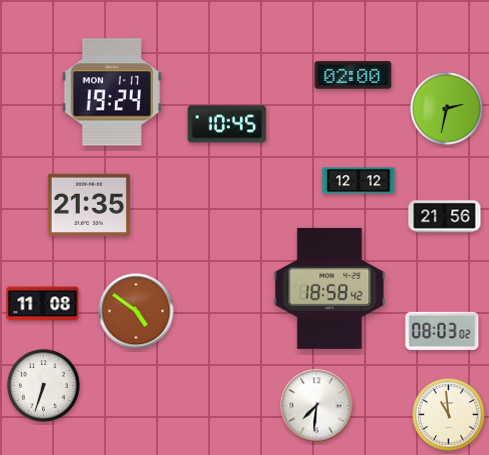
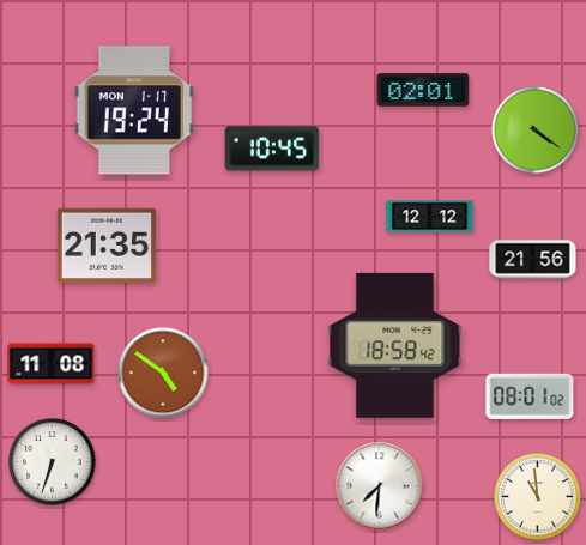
clock at (353, 75): 02:00 -> 02:01
clock at (447, 109): 2:32 -> 4:21
clock at (442, 331): 08:03 -> 08:01
